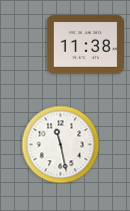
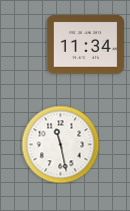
clock at (85, 45): 11:38 -> 11:34
